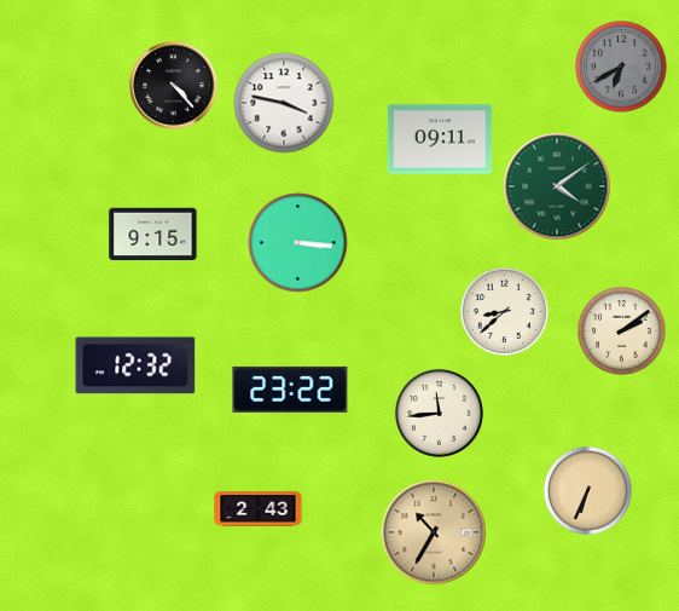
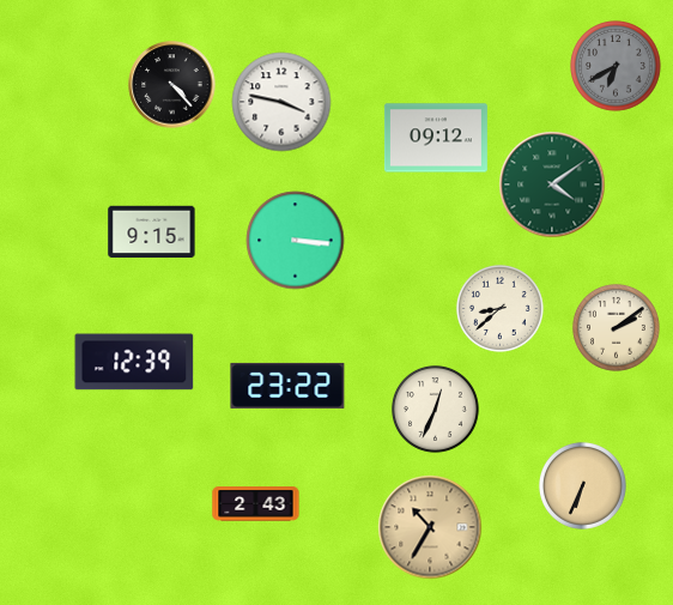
clock at (440, 139): 09:11 -> 09:12
clock at (135, 365): 12:32 -> 12:39
clock at (439, 413): 11:44 -> 12:34
